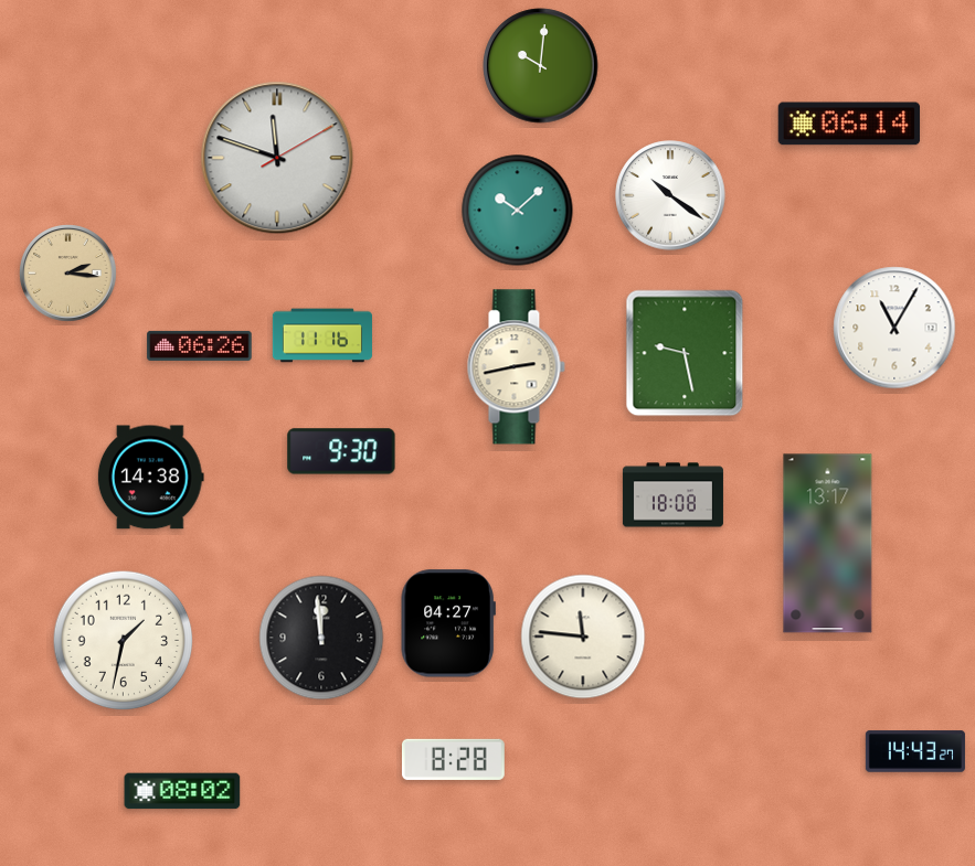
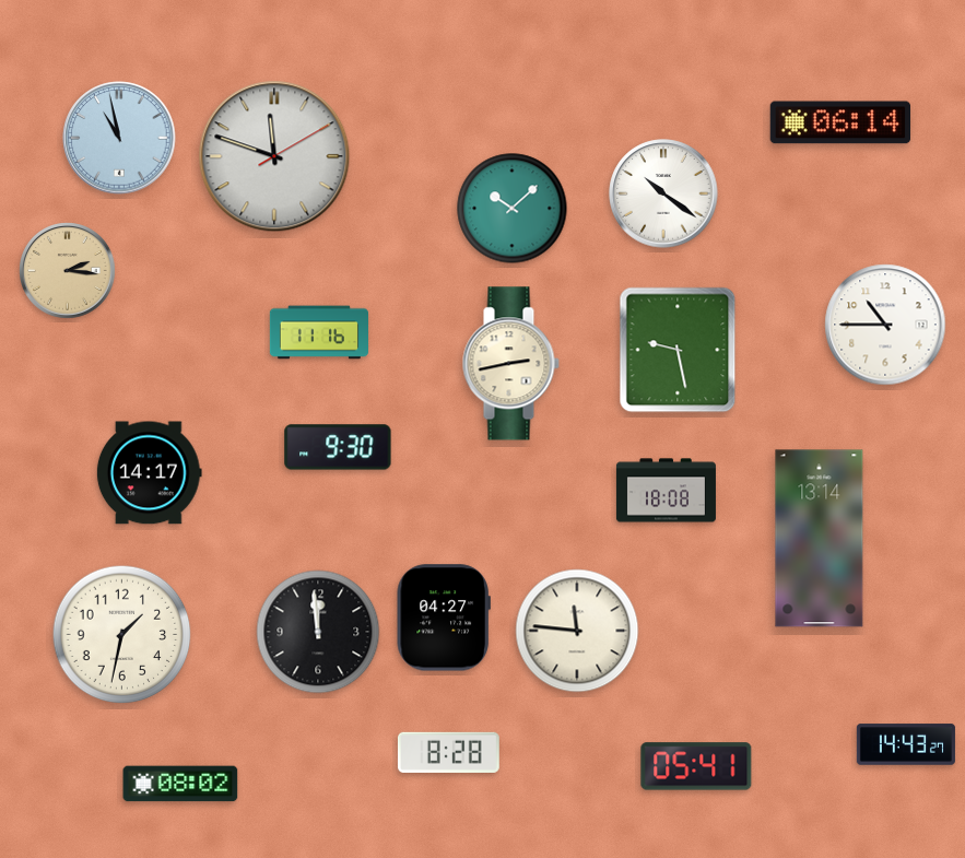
clock at (541, 66): 10:01 -> none
clock at (119, 138): none -> 10:58
clock at (894, 328): 11:05 -> 10:45
clock at (200, 345): 06:26 -> none
clock at (150, 478): 14:38 -> 14:17
clock at (828, 544): 13:17 -> 13:14
clock at (696, 766): none -> 05:41
